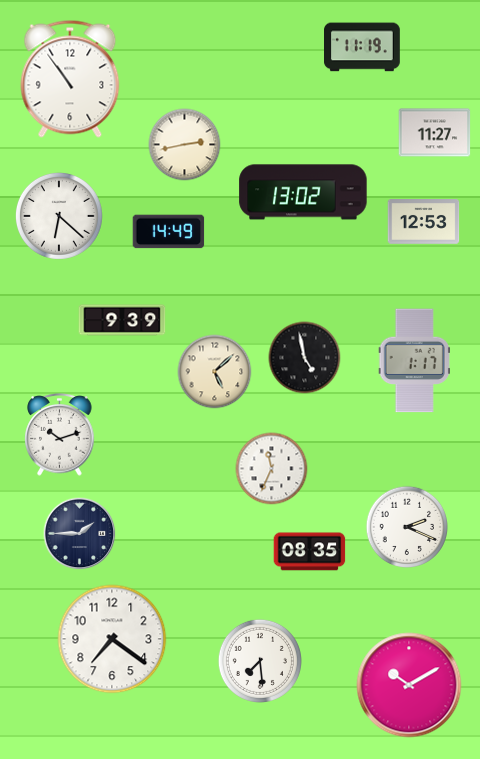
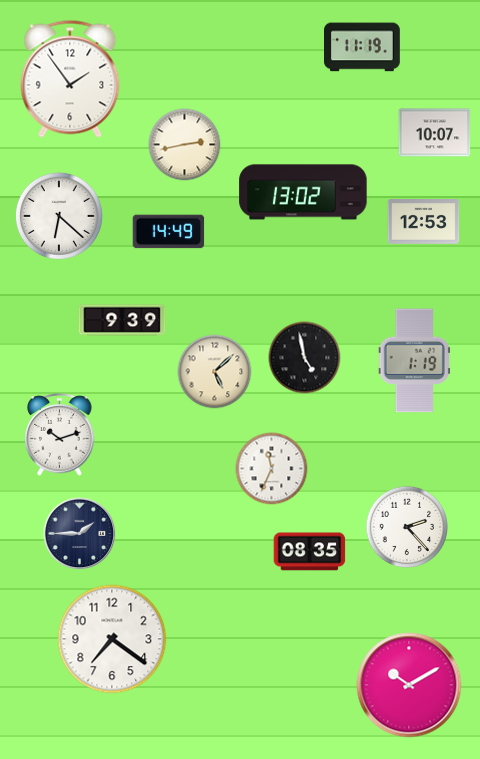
clock at (70, 79): 10:54 -> 1:54
clock at (435, 133): 11:27 -> 10:07
clock at (414, 361): 1:17 -> 1:19
clock at (407, 527): 2:19 -> 2:23
clock at (260, 661): 7:29 -> none
